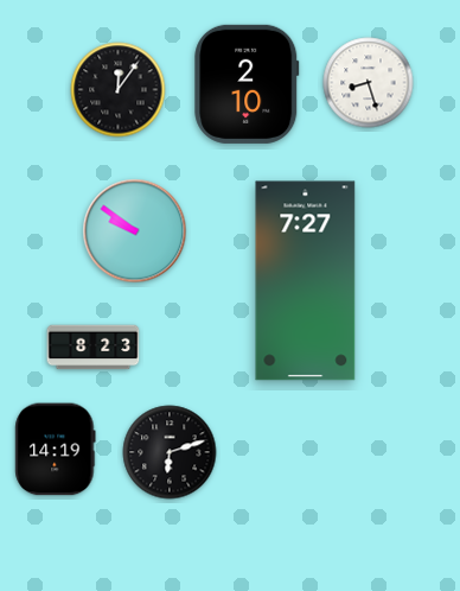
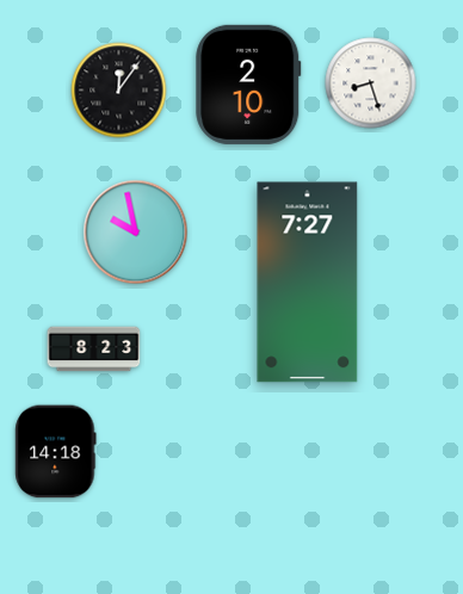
clock at (135, 231): 9:51 -> 9:58
clock at (56, 450): 14:19 -> 14:18
clock at (170, 452): 6:12 -> none
